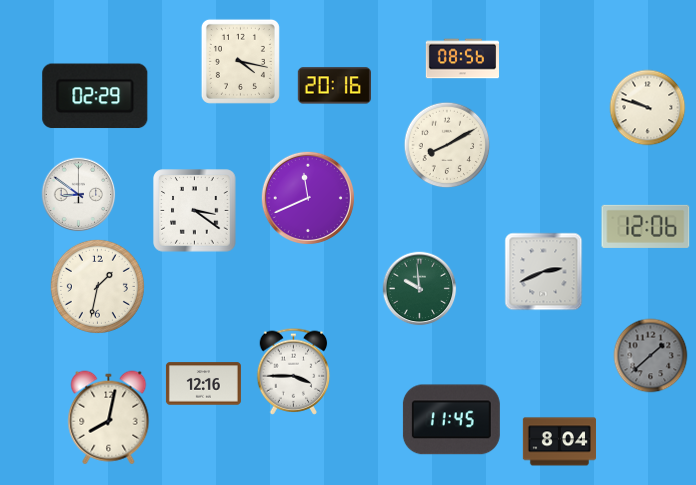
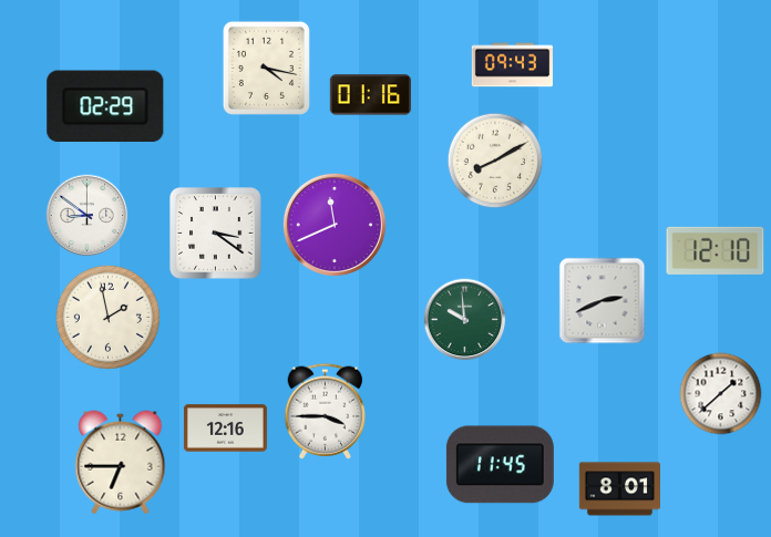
clock at (462, 59): 08:56 -> 09:43
clock at (334, 86): 20:16 -> 01:16
clock at (648, 108): 9:48 -> none
clock at (308, 198) position: (308, 198) -> (335, 225)
clock at (646, 226): 12:06 -> 12:10
clock at (97, 286): 1:32 -> 1:58
clock at (651, 356) dial: grey -> white
clock at (203, 384) position: (203, 384) -> (225, 428)
clock at (109, 418): 8:02 -> 6:45
clock at (559, 442): 8:04 -> 8:01
